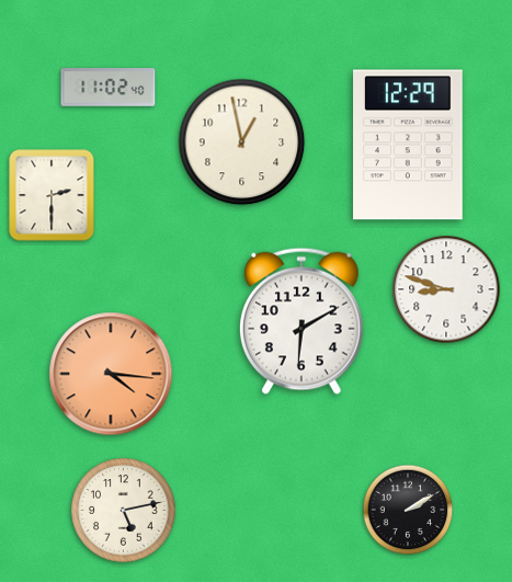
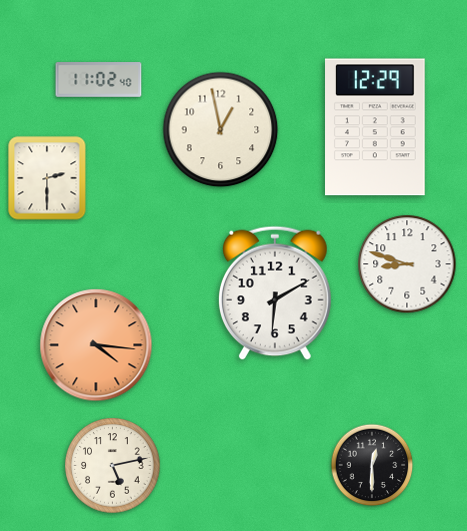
clock at (409, 145) position: (409, 145) -> (376, 127)
clock at (111, 374) position: (111, 374) -> (96, 345)
clock at (408, 510): 2:10 -> 12:30
